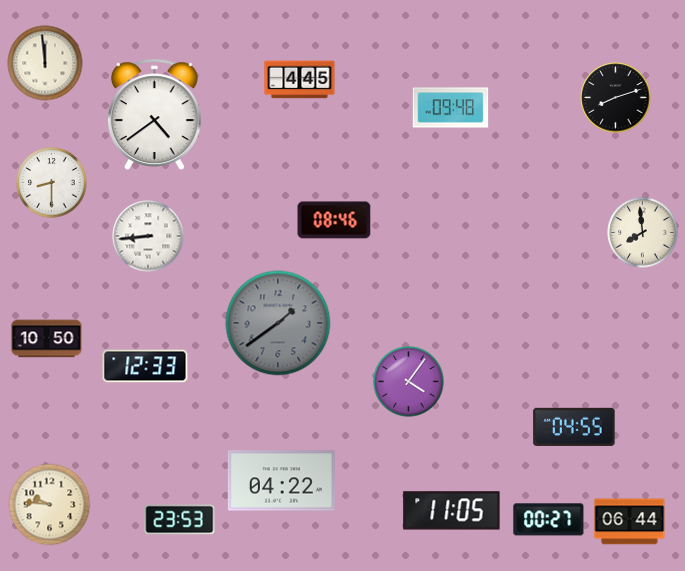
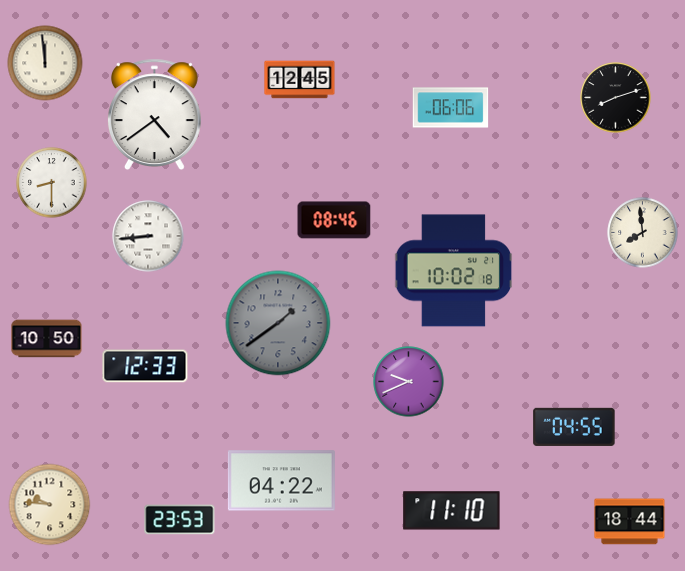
clock at (300, 80): 4:45 -> 12:45
clock at (451, 108): 09:48 -> 06:06
clock at (454, 271): none -> 10:02
clock at (409, 382): 4:06 -> 9:41
clock at (452, 511): 11:05 -> 11:10
clock at (549, 520): 00:27 -> none
clock at (630, 522): 06:44 -> 18:44
